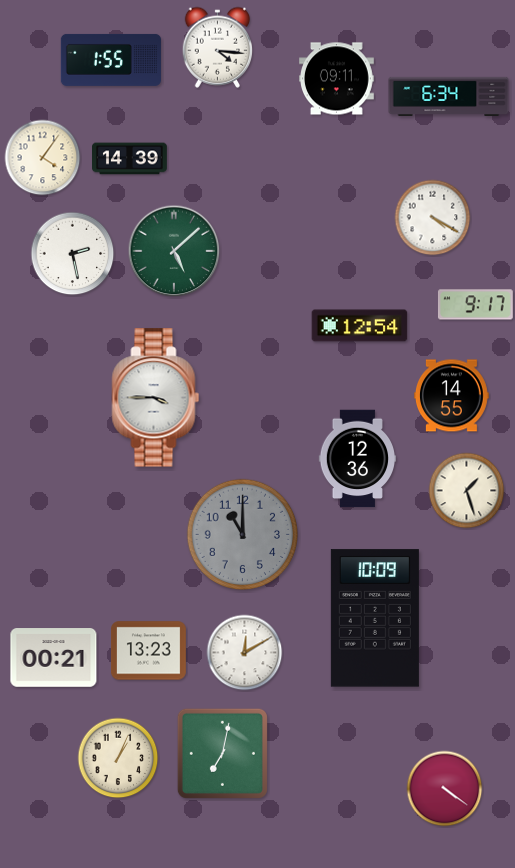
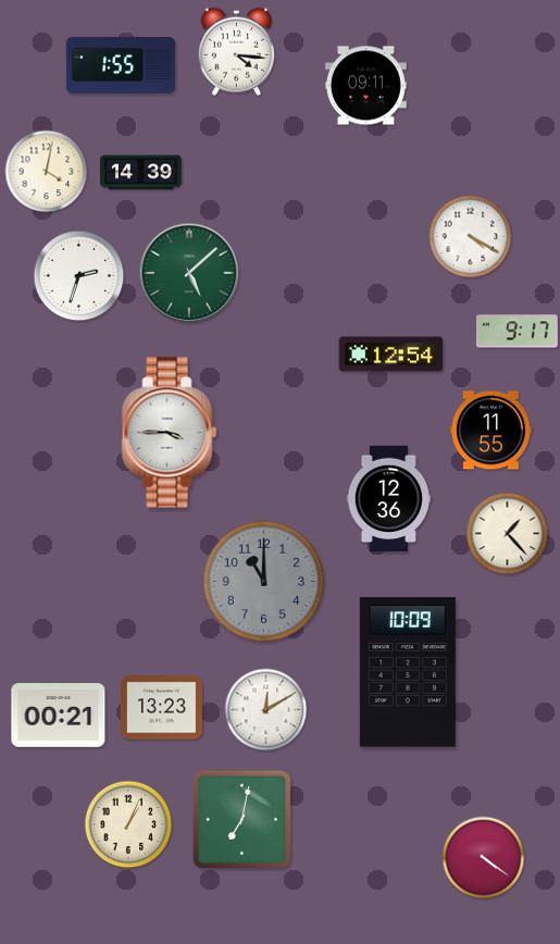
clock at (449, 96): 6:34 -> none
clock at (43, 158): 4:06 -> 4:02
clock at (73, 254): 2:28 -> 2:33
clock at (452, 396): 14:55 -> 11:55
clock at (467, 491): 1:27 -> 1:23
